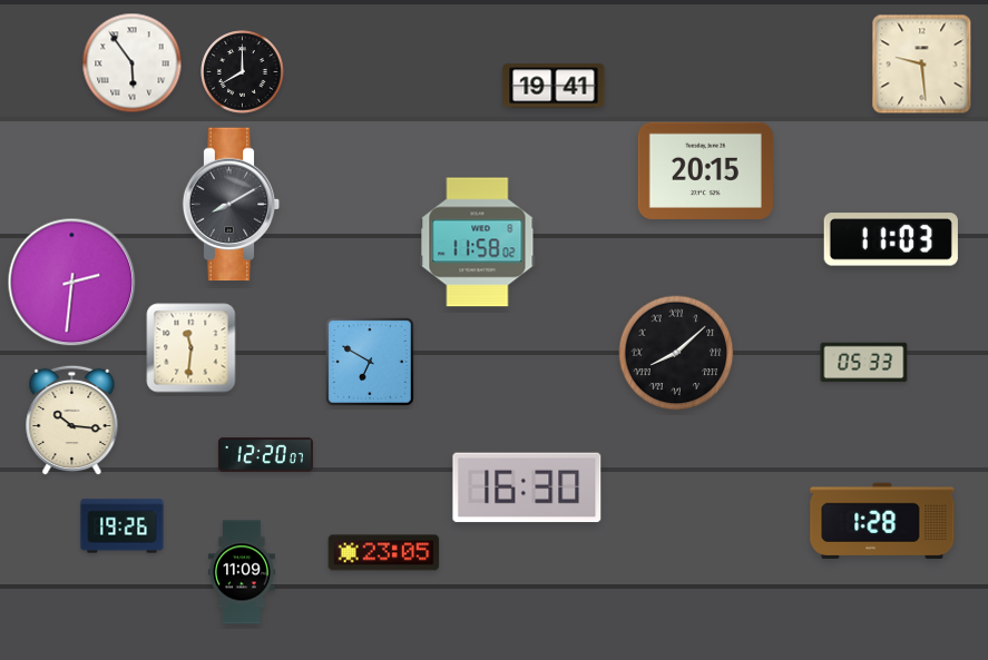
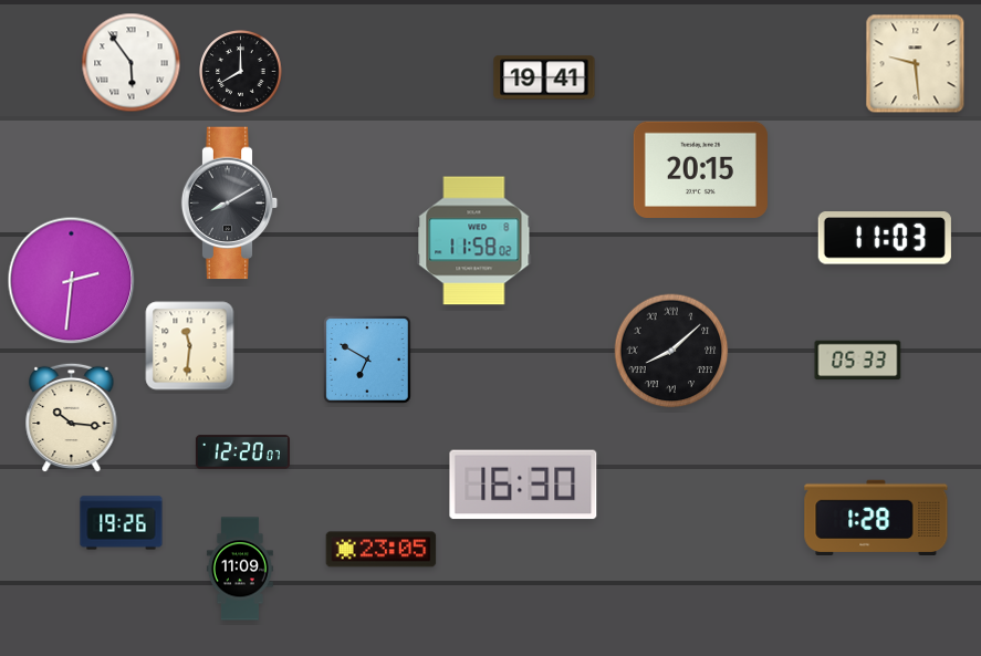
clock at (554, 86) position: (554, 86) -> (544, 77)
clock at (265, 455) position: (265, 455) -> (242, 452)
